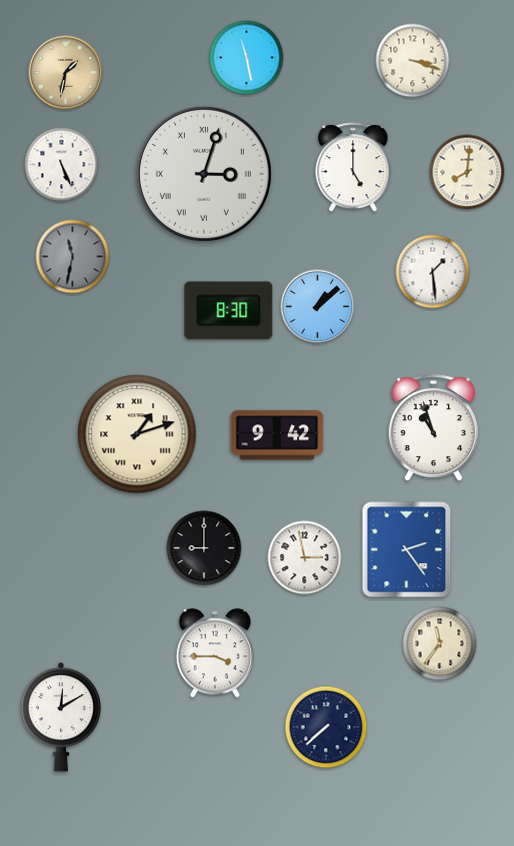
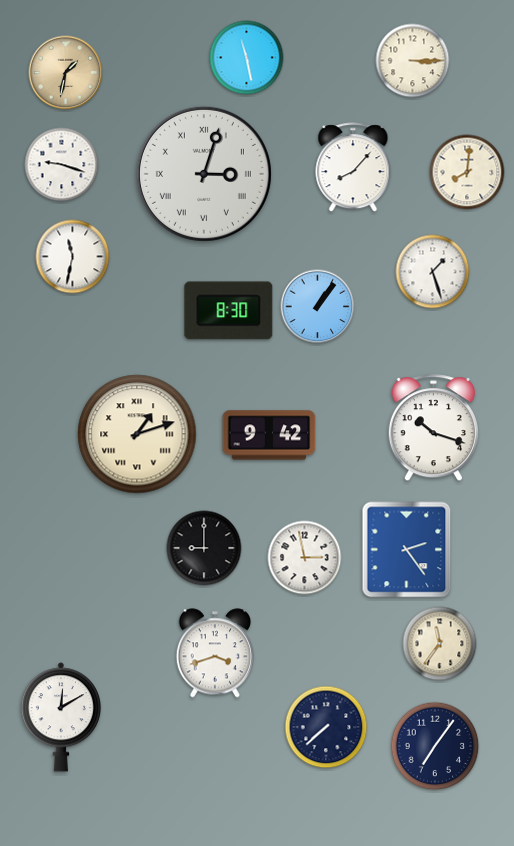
clock at (413, 61): 3:18 -> 3:15
clock at (62, 165): 5:26 -> 9:18
clock at (353, 168): 5:00 -> 8:07
clock at (73, 257) dial: grey -> white
clock at (433, 272): 1:29 -> 1:27
clock at (318, 307): 1:08 -> 1:06
clock at (433, 428): 10:57 -> 10:18
clock at (277, 435) position: (277, 435) -> (269, 435)
clock at (214, 653): 3:45 -> 3:42
clock at (435, 746): none -> 7:06
